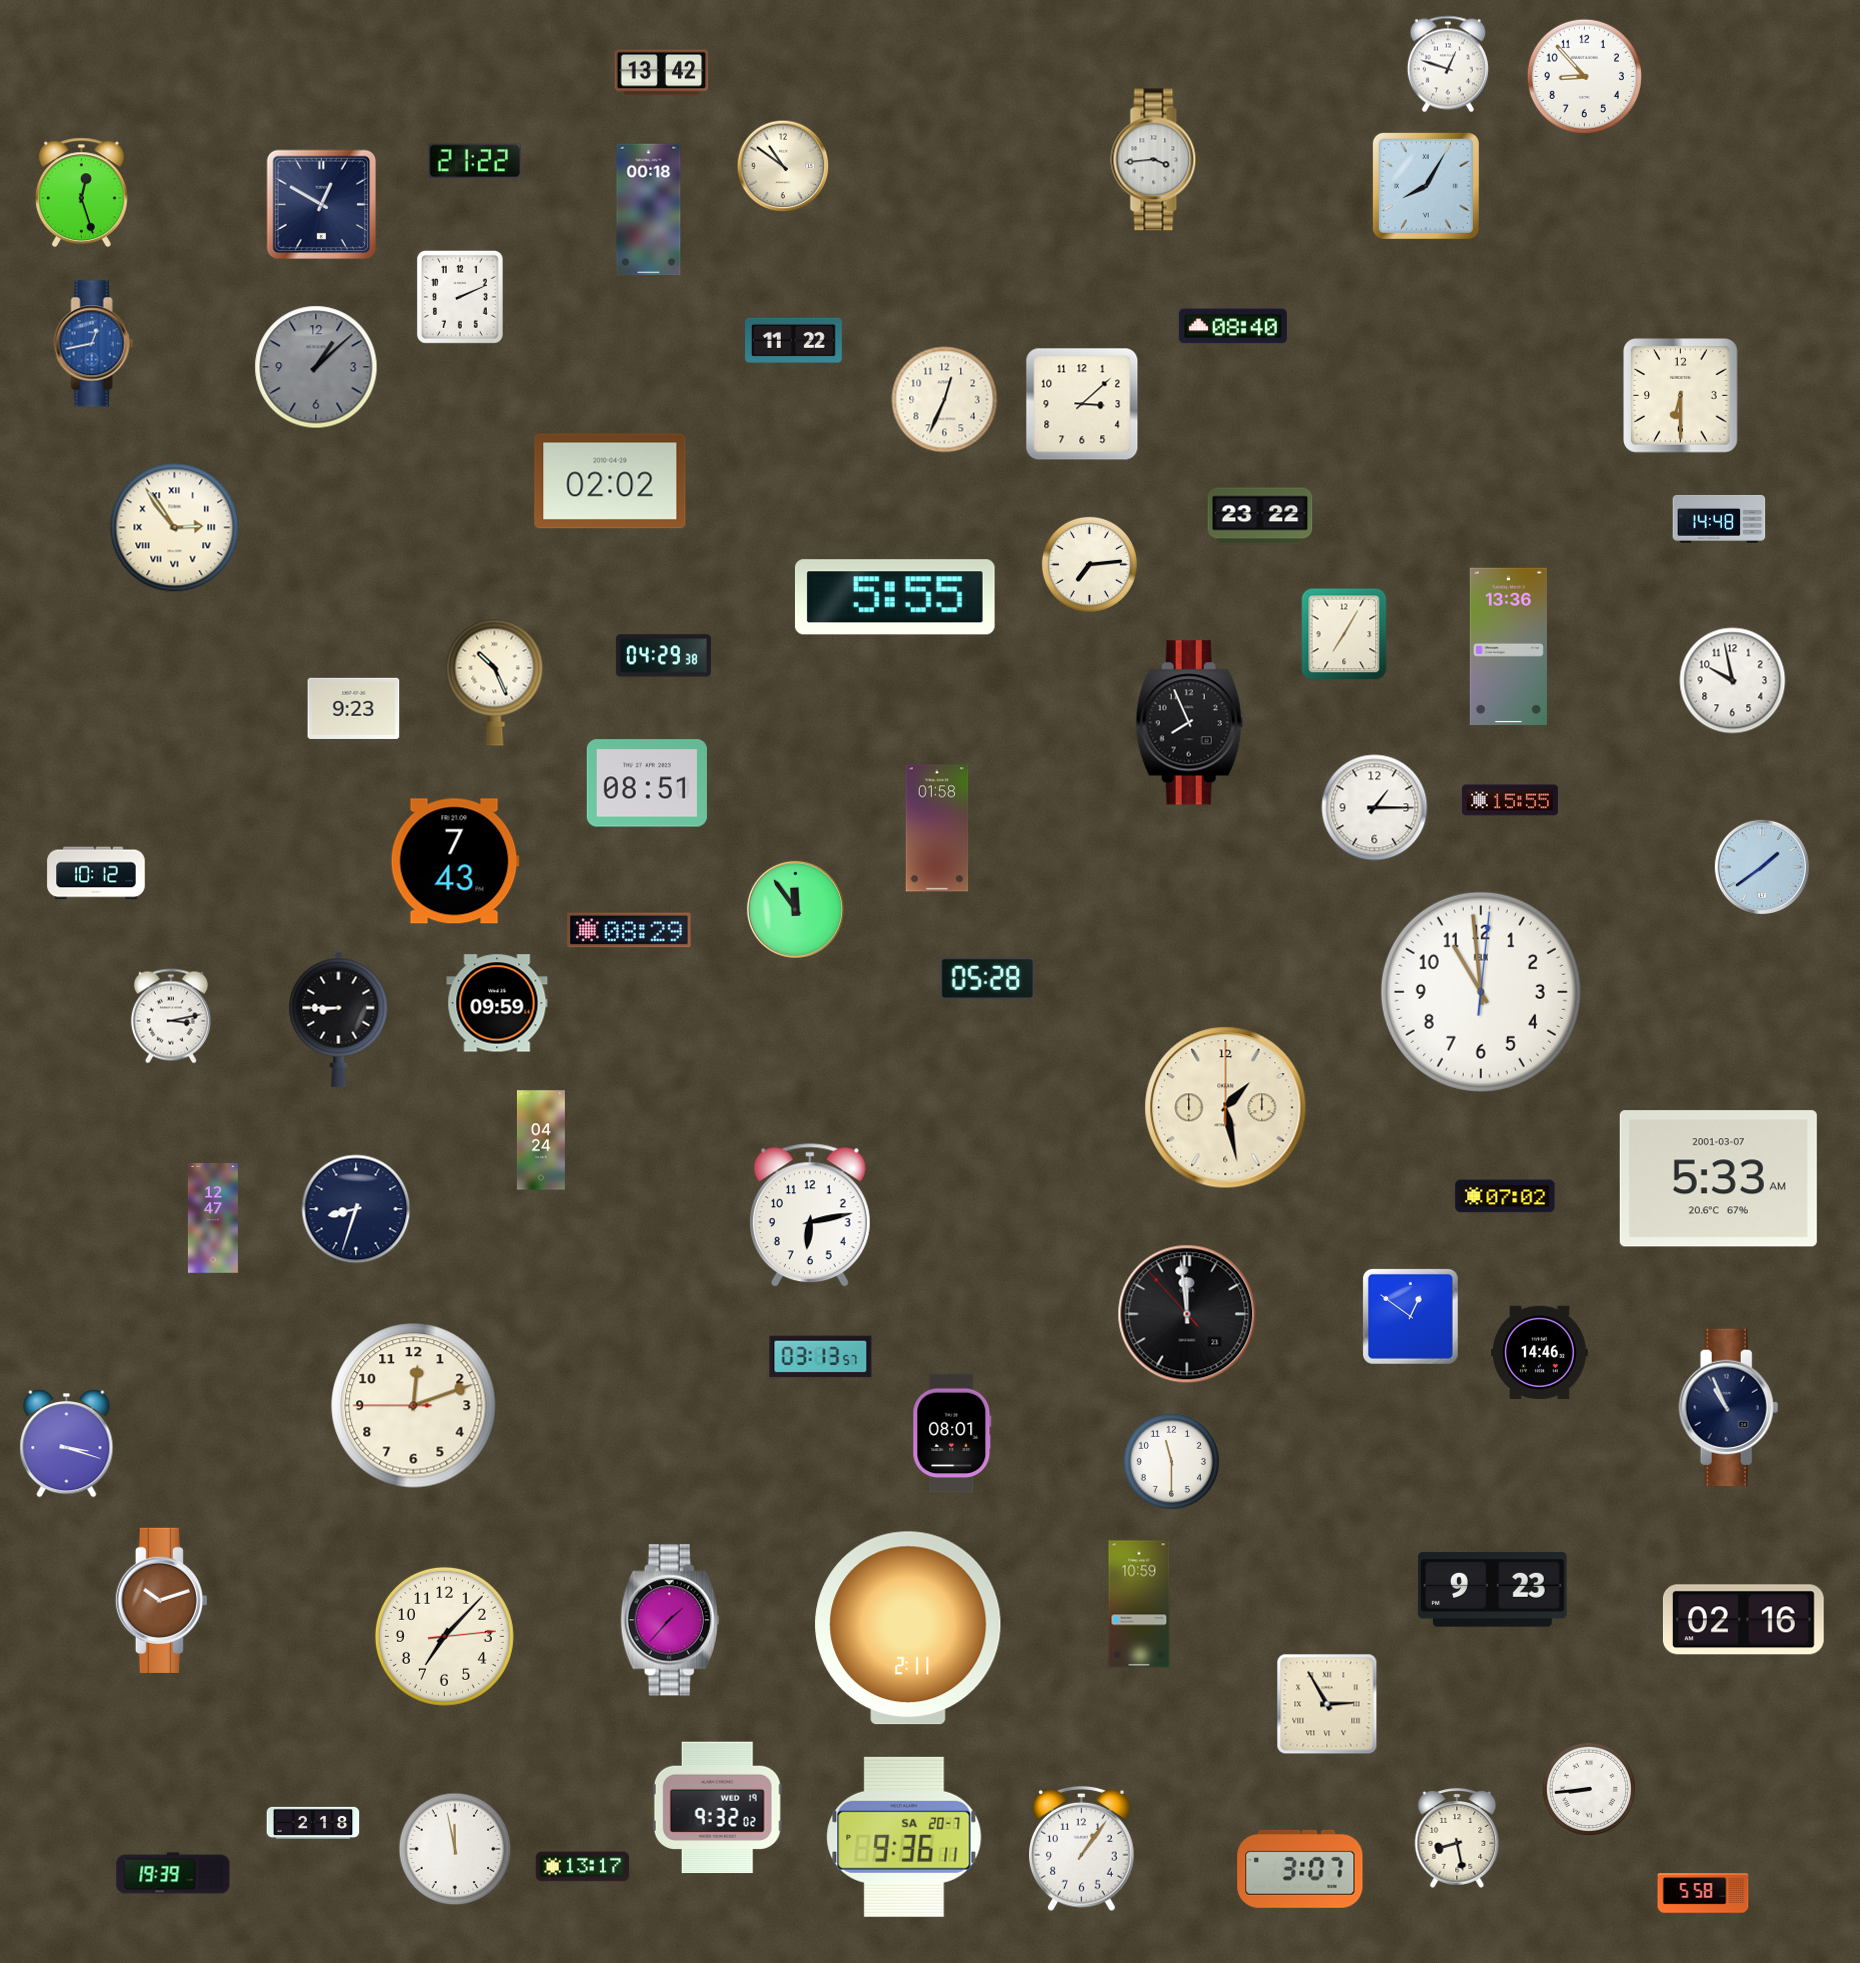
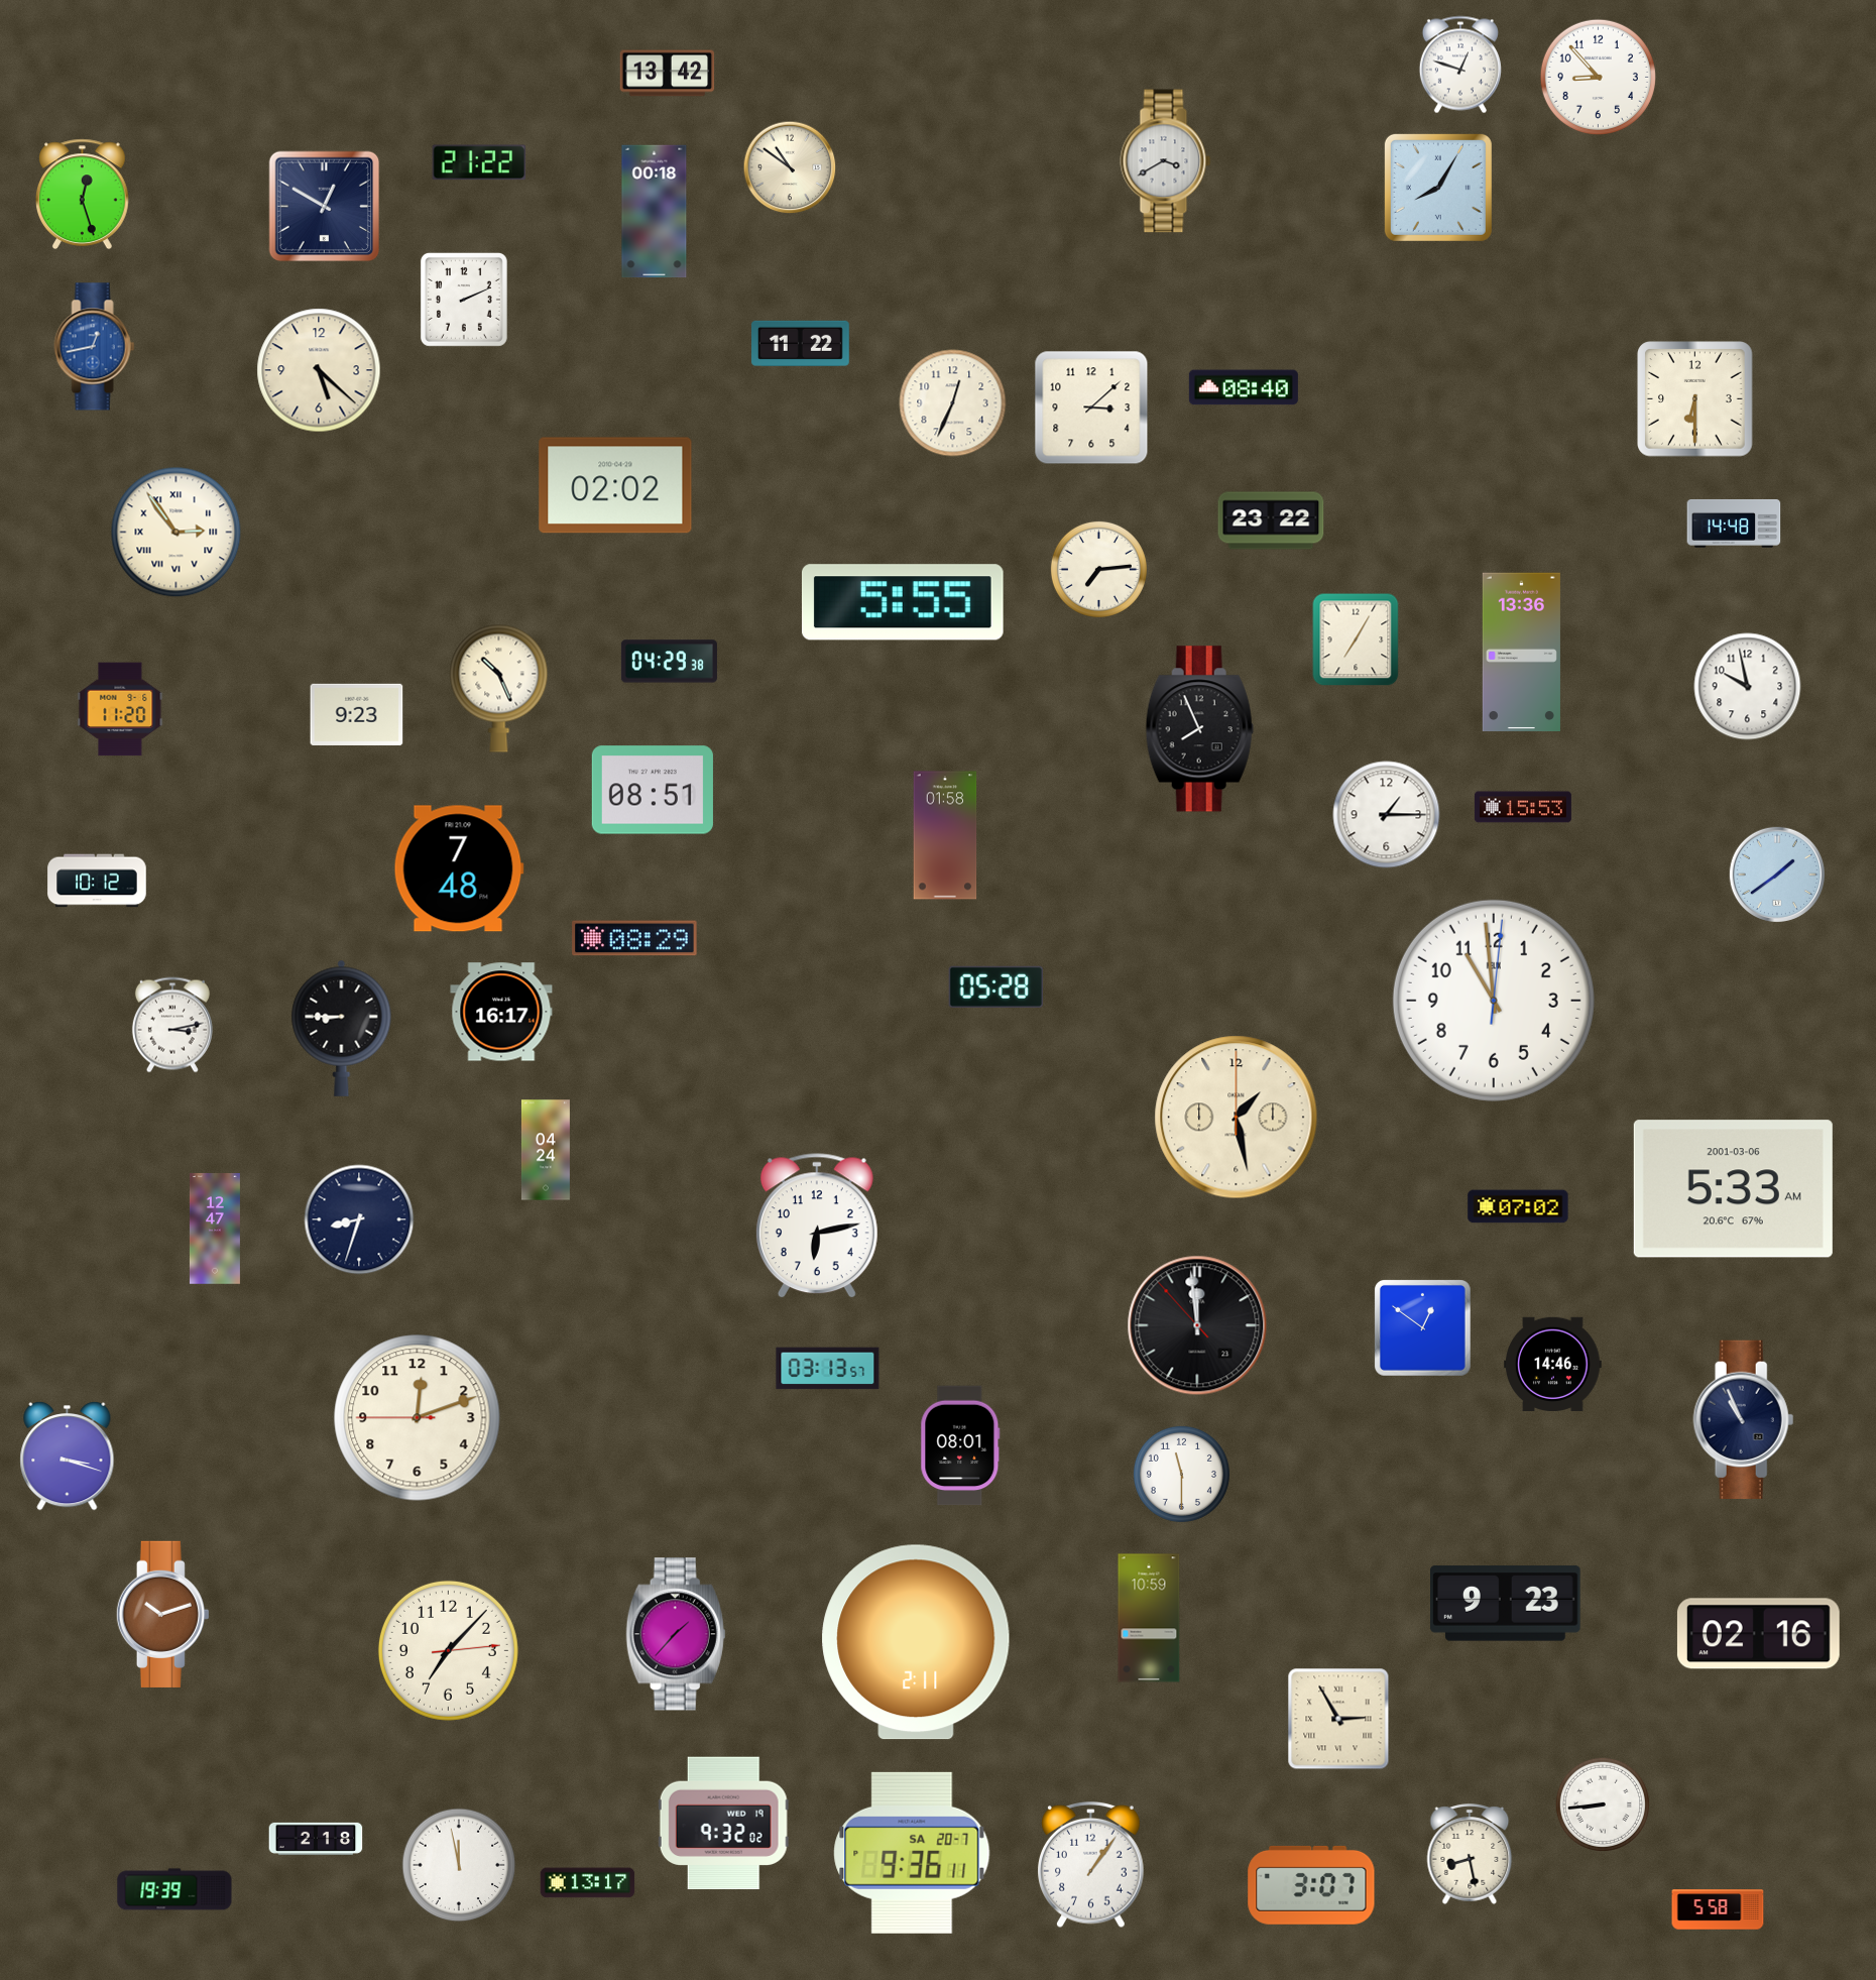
clock at (1156, 160): 3:44 -> 3:40
clock at (1233, 326) position: (1233, 326) -> (1244, 387)
clock at (316, 367): 1:08 -> 5:22
clock at (316, 367) dial: grey -> cream
clock at (120, 709): none -> 11:20
clock at (1510, 800): 15:55 -> 15:53
clock at (455, 861): 7:43 -> 7:48
clock at (795, 909): 11:54 -> none
clock at (497, 1003): 09:59 -> 16:17
clock at (1718, 1179) date: 2001-03-07 -> 2001-03-06
